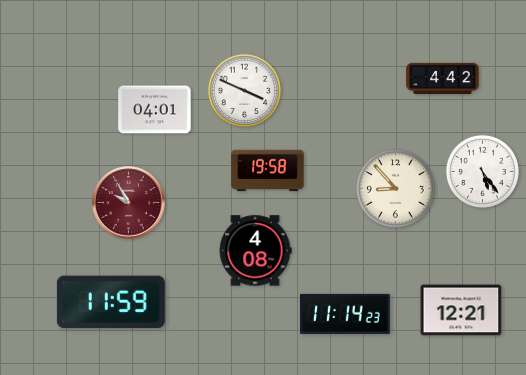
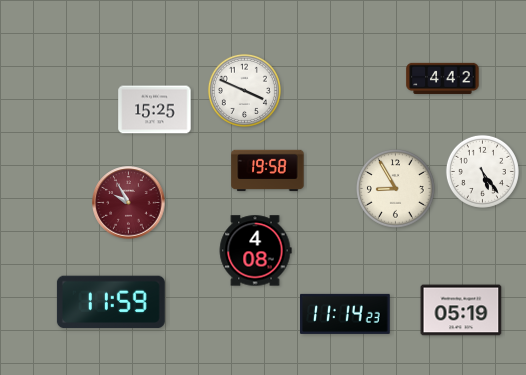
clock at (155, 110): 04:01 -> 15:25
clock at (396, 189): 8:53 -> 8:55
clock at (461, 310): 12:21 -> 05:19
